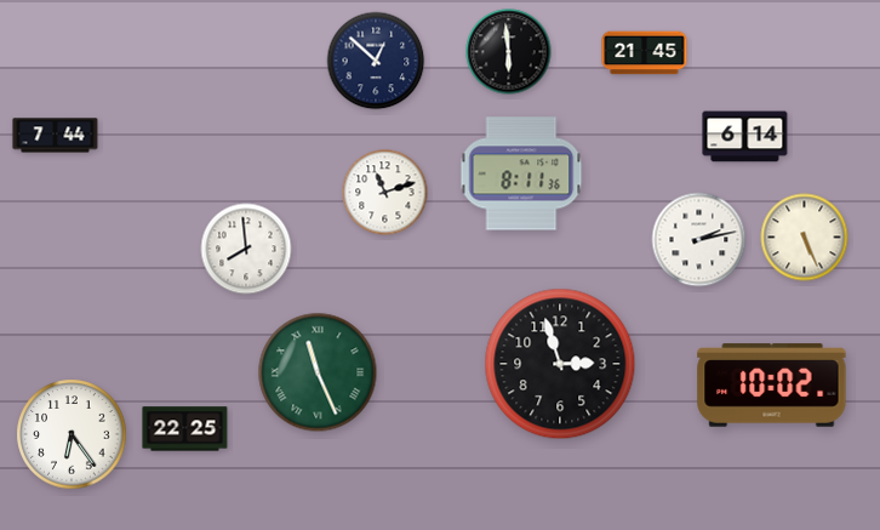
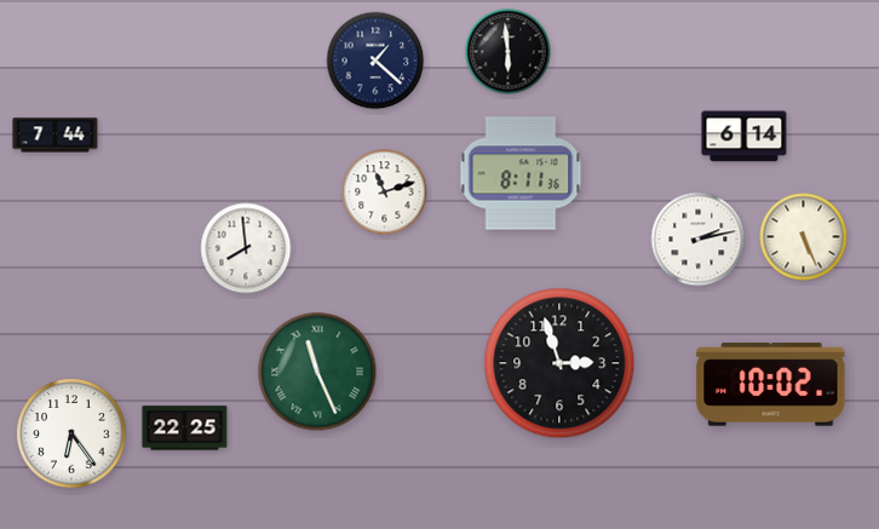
clock at (645, 53): 21:45 -> none
clock at (376, 61): 12:52 -> 1:22
